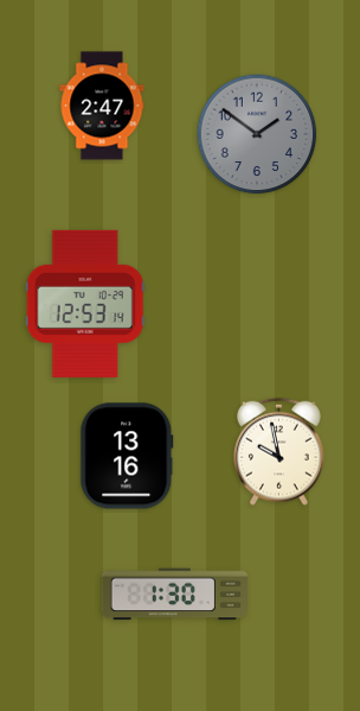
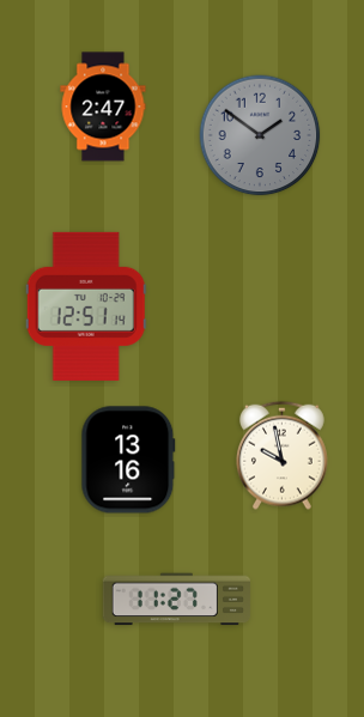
clock at (85, 304): 12:53 -> 12:51
clock at (174, 595): 1:30 -> 11:27
